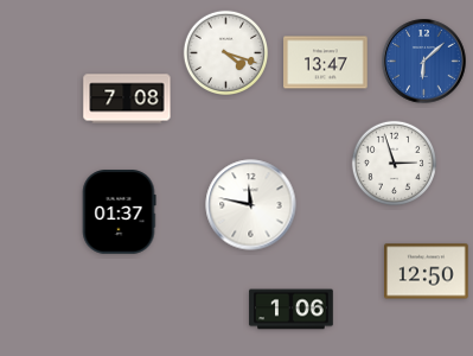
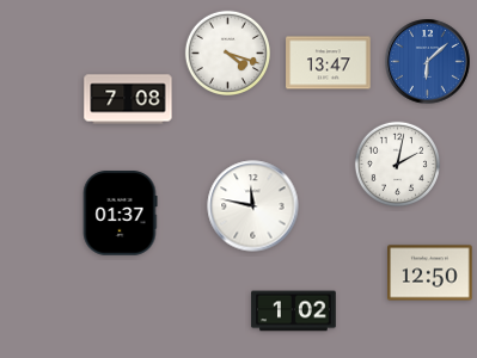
clock at (394, 163): 2:57 -> 2:02
clock at (292, 310): 1:06 -> 1:02
